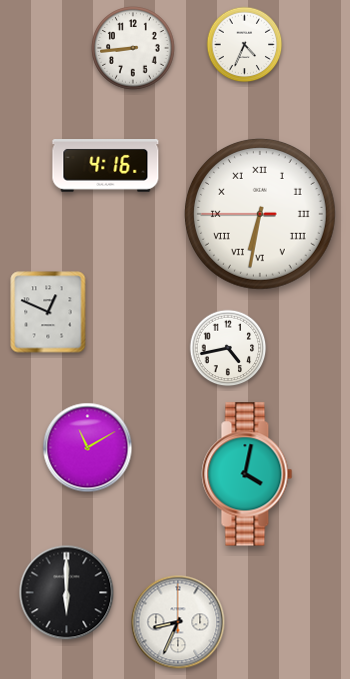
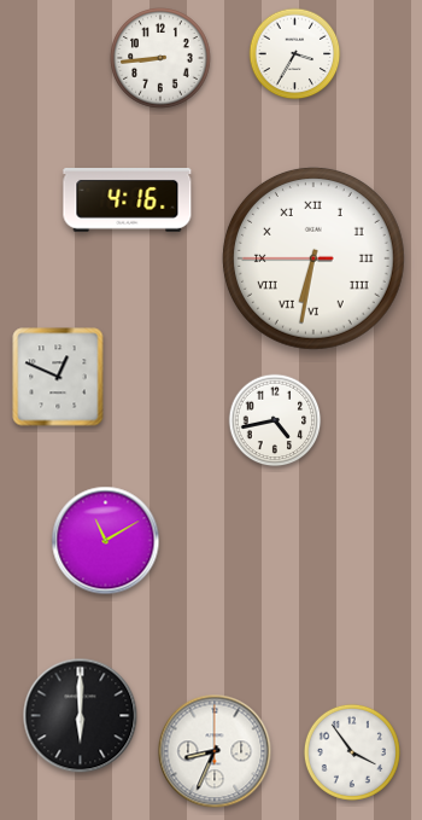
clock at (245, 45): 4:34 -> 3:35
clock at (247, 474): 4:02 -> none
clock at (352, 752): none -> 3:54
